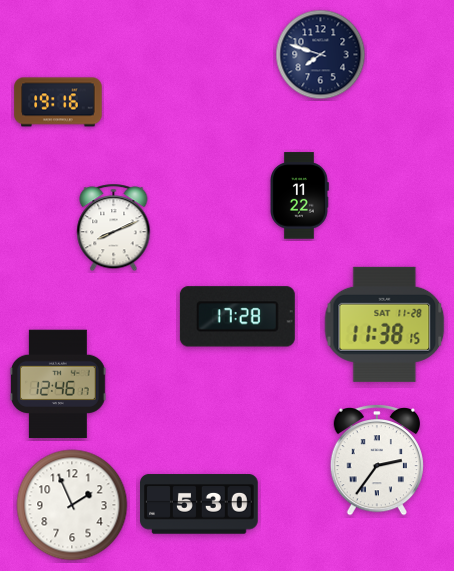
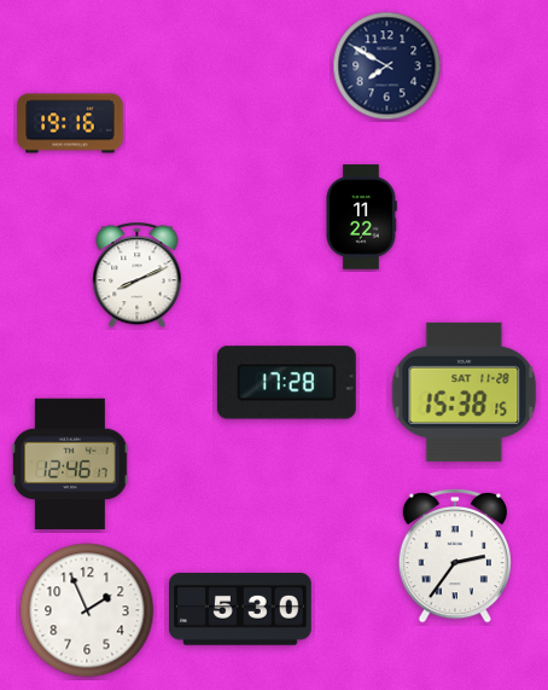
clock at (321, 55): 7:48 -> 7:50
clock at (300, 196) position: (300, 196) -> (362, 218)
clock at (385, 324): 11:38 -> 15:38
